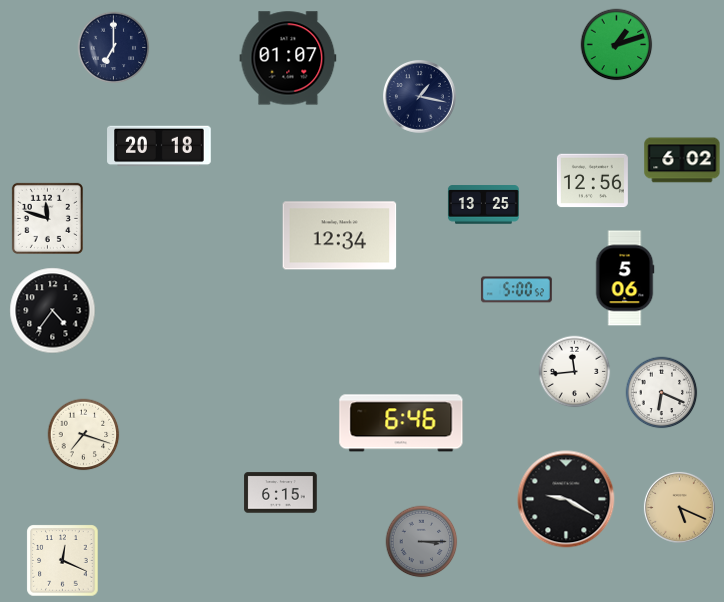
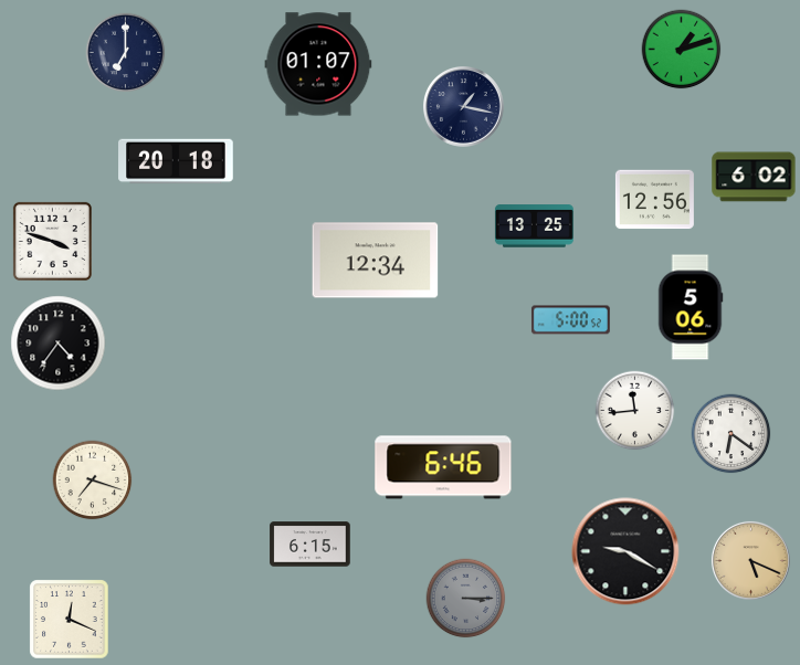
clock at (47, 218): 11:48 -> 3:48
clock at (662, 393): 6:19 -> 6:21
